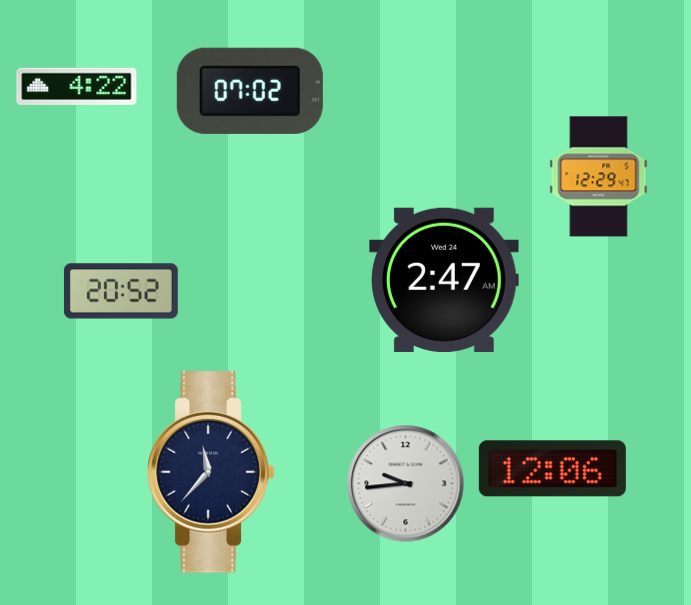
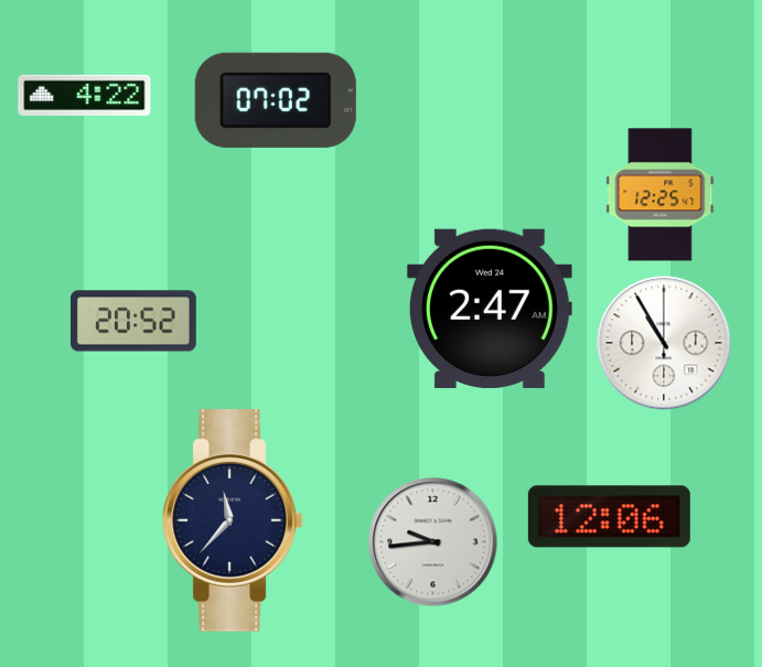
clock at (599, 177): 12:29 -> 12:25
clock at (664, 343): none -> 10:55
clock at (406, 484) position: (406, 484) -> (433, 542)
